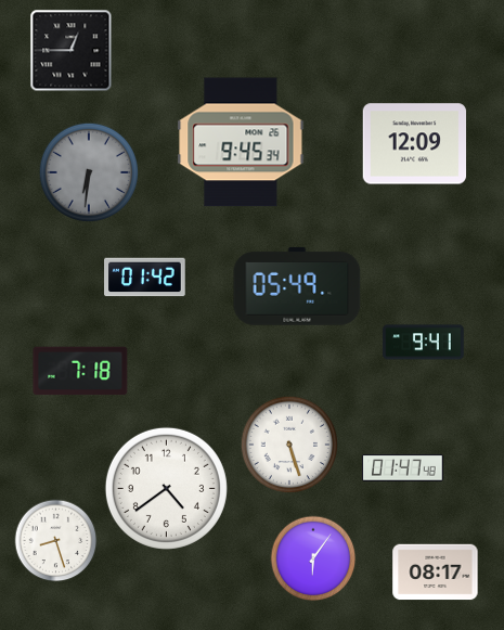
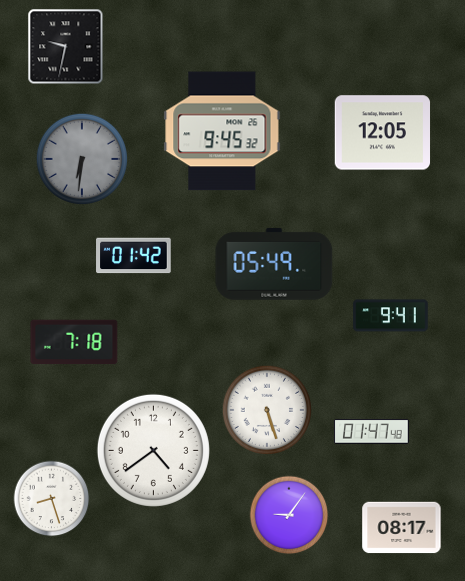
clock at (72, 51): 12:45 -> 9:32
clock at (241, 142): 9:45:34 -> 9:45:32
clock at (415, 144): 12:09 -> 12:05
clock at (313, 558): 6:06 -> 9:06
